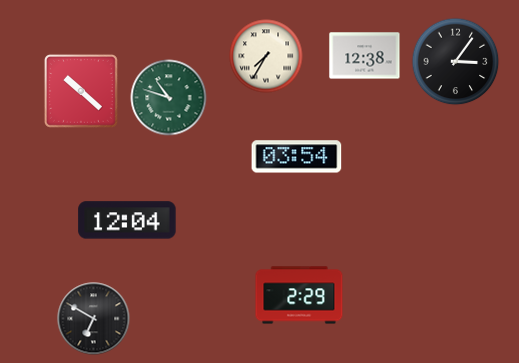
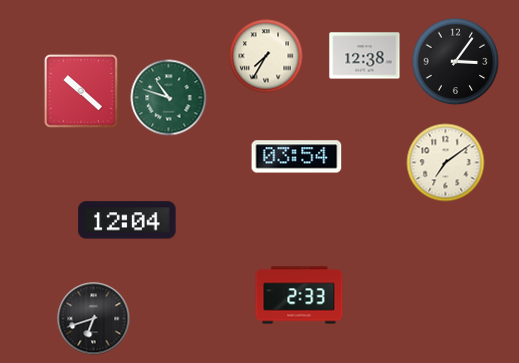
clock at (446, 163): none -> 7:09
clock at (299, 295): 2:29 -> 2:33
clock at (94, 319): 6:50 -> 6:42
